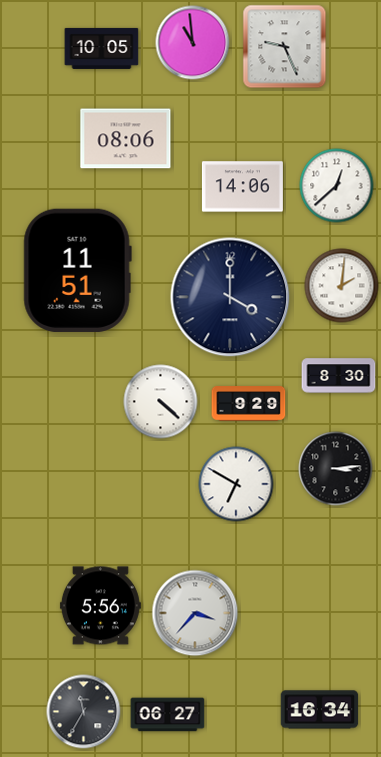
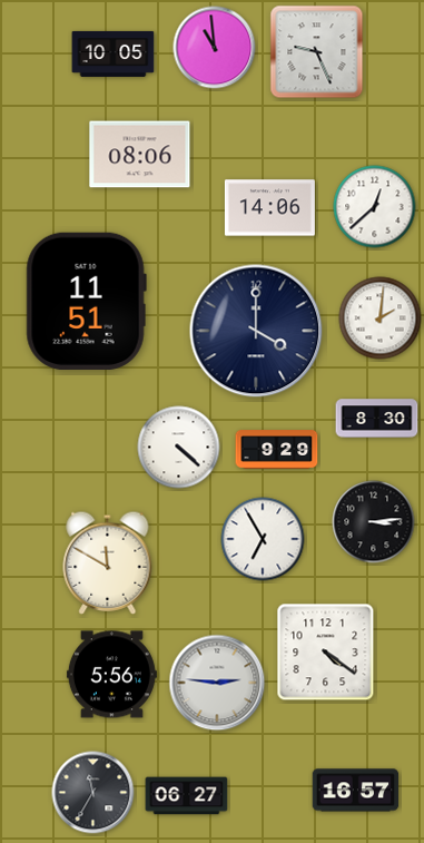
clock at (236, 484): 6:50 -> 6:55
clock at (108, 562): none -> 11:50
clock at (326, 653): none -> 4:21
clock at (195, 613): 3:37 -> 2:46
clock at (320, 710): 16:34 -> 16:57
